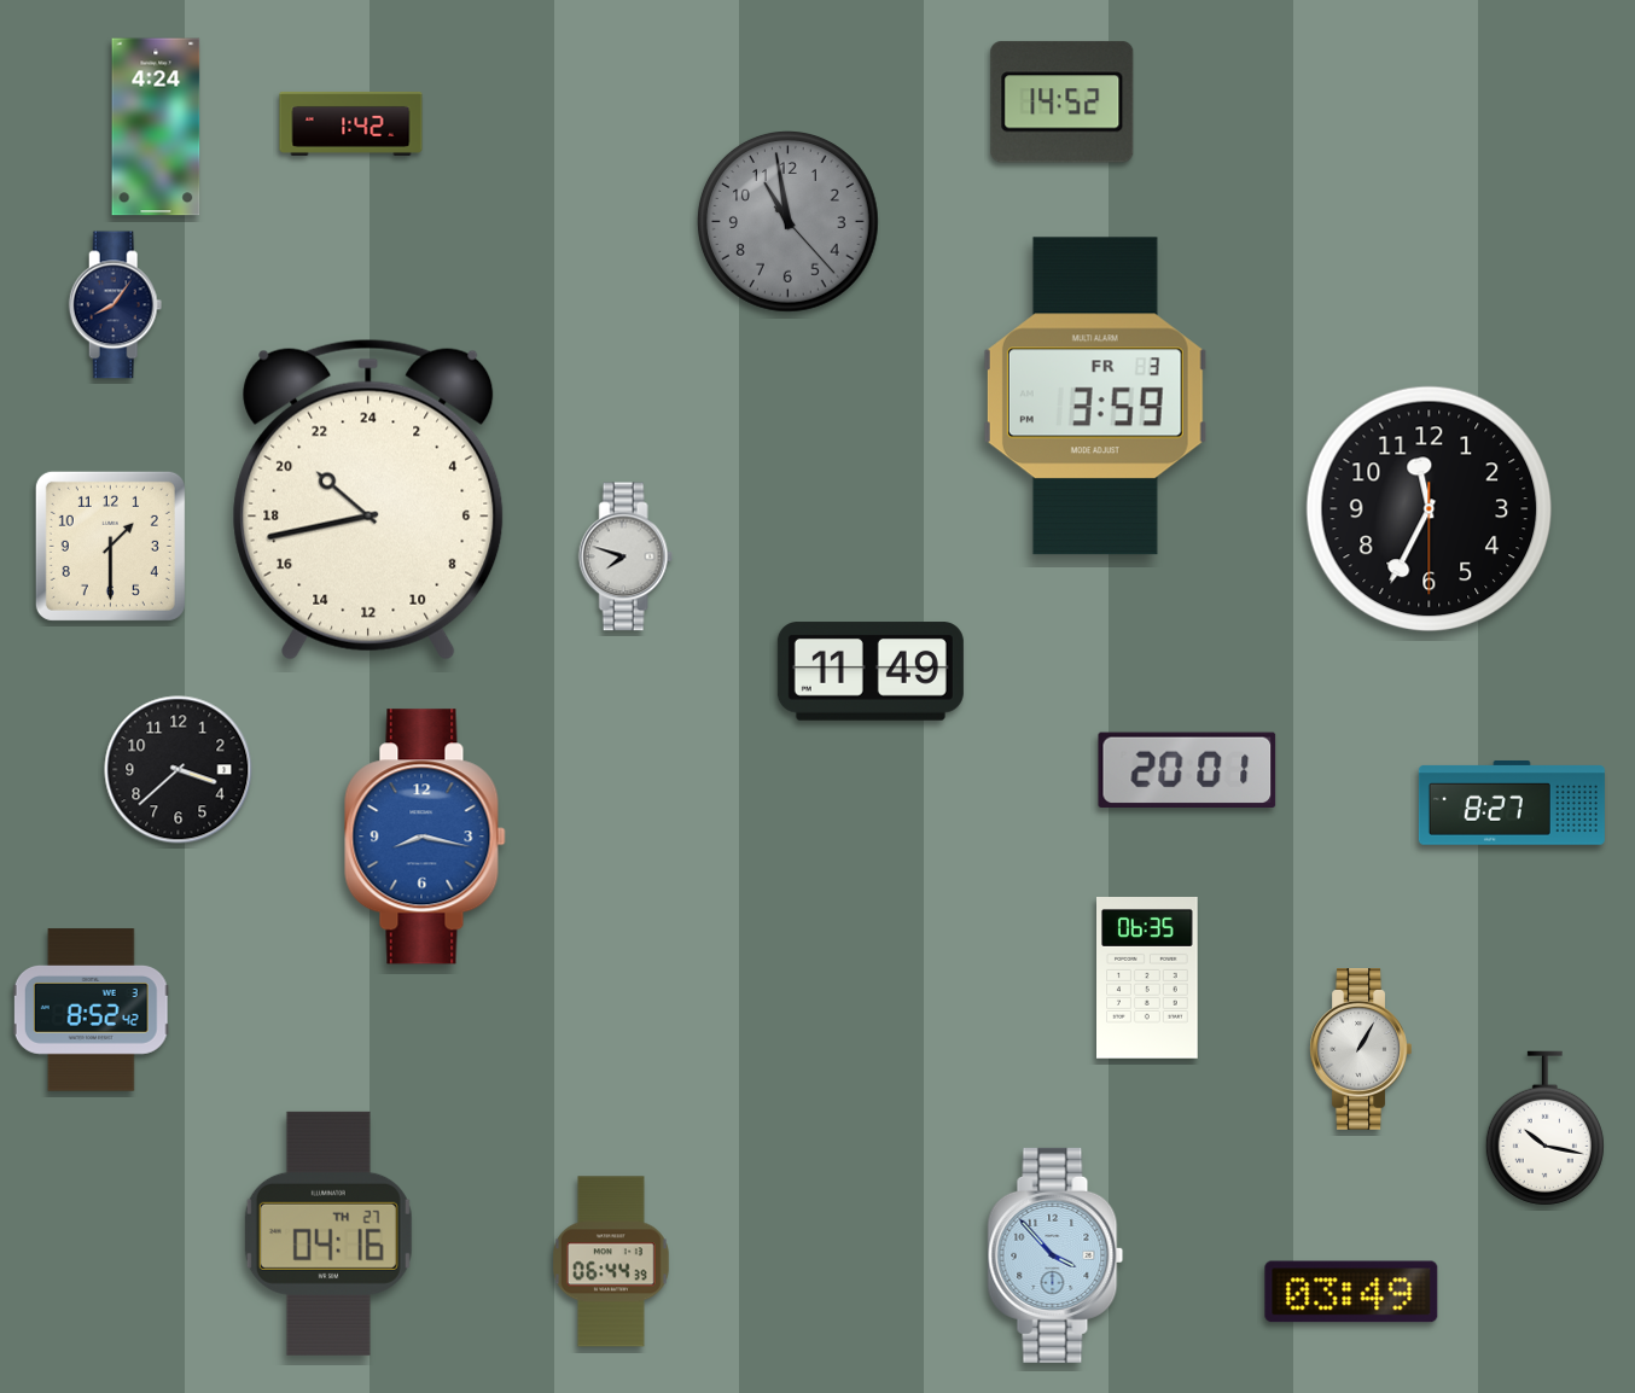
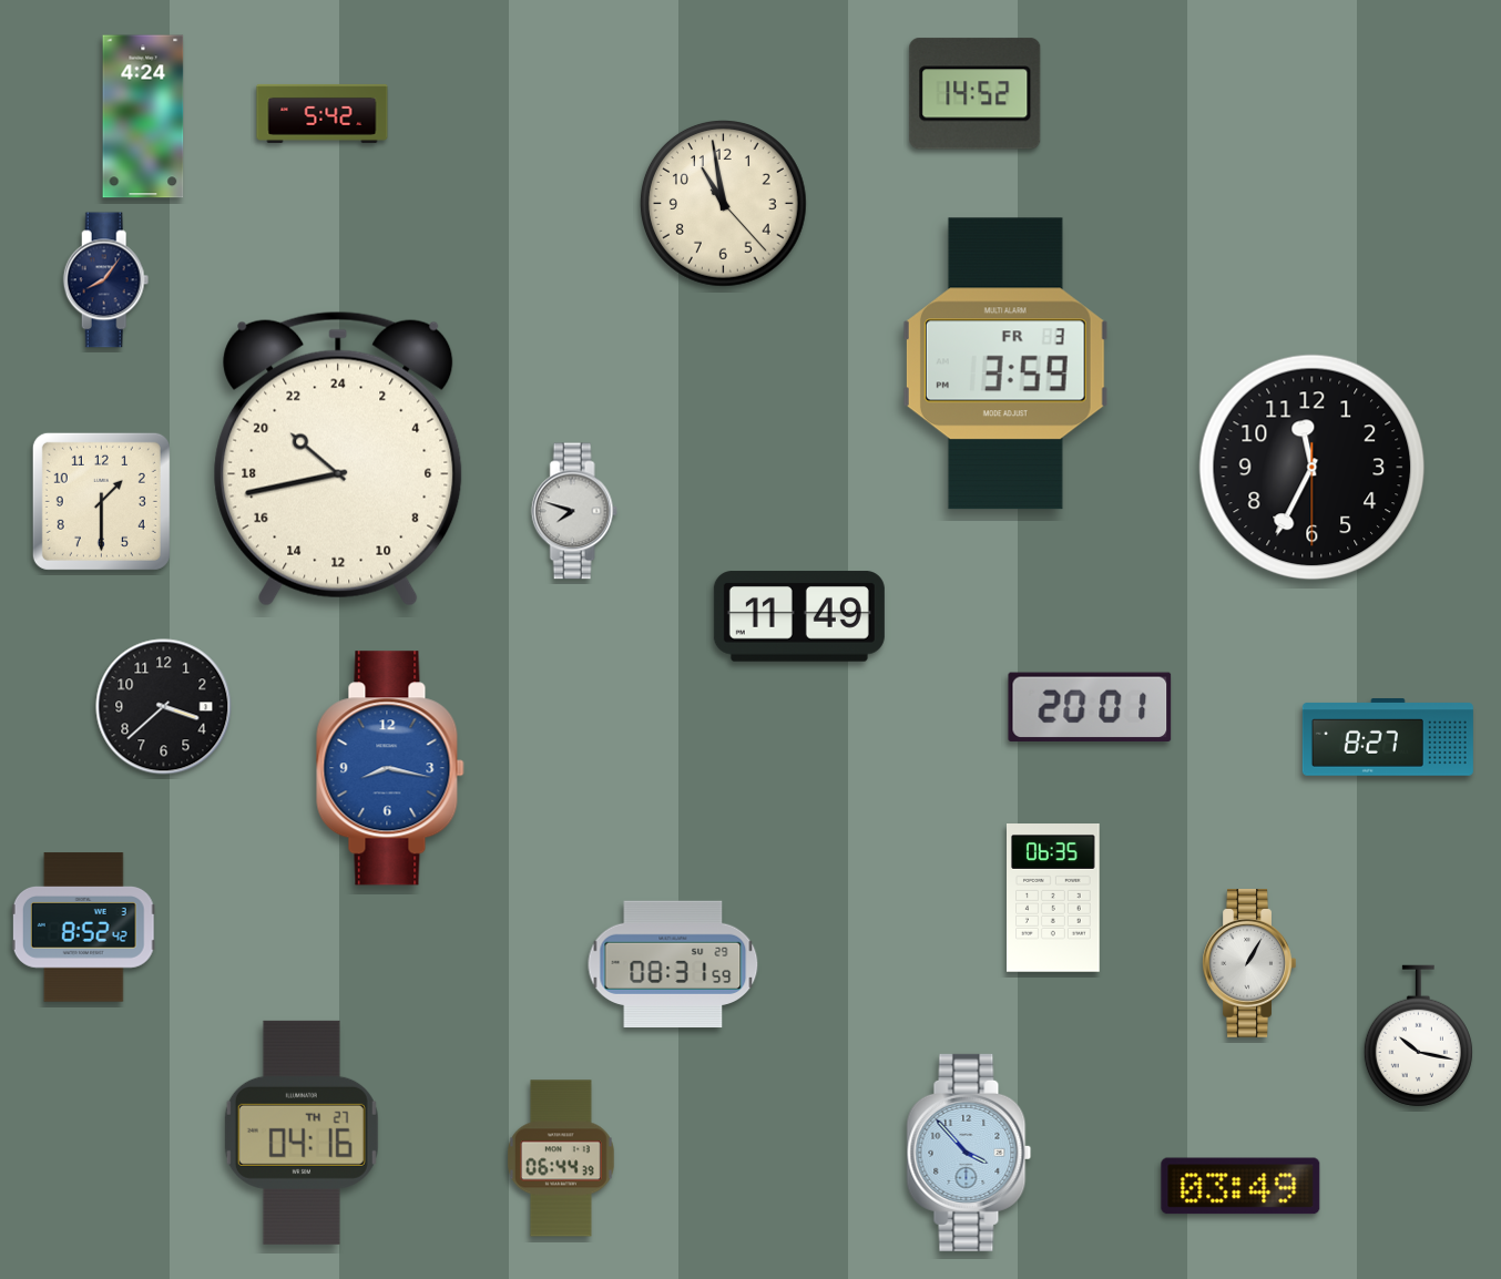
clock at (351, 123): 1:42 -> 5:42
clock at (789, 222) dial: grey -> cream
clock at (673, 964): none -> 08:31
